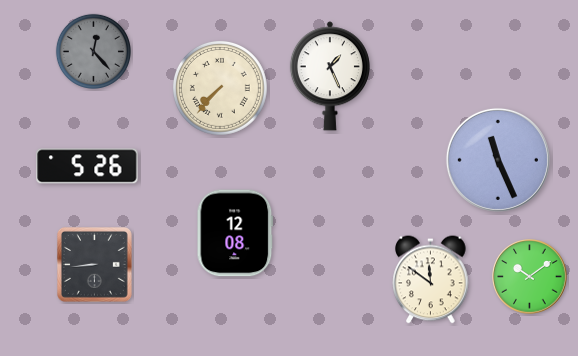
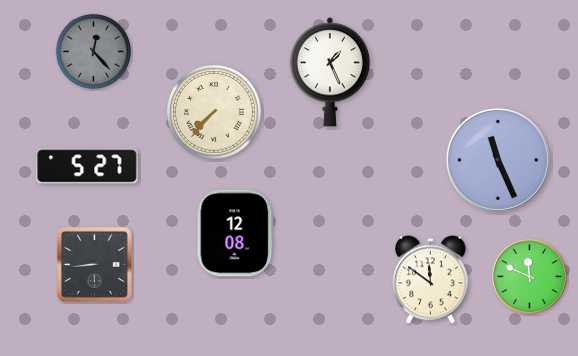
clock at (330, 76) position: (330, 76) -> (330, 72)
clock at (220, 88) position: (220, 88) -> (214, 112)
clock at (87, 166): 5:26 -> 5:27
clock at (530, 277): 10:09 -> 11:49
